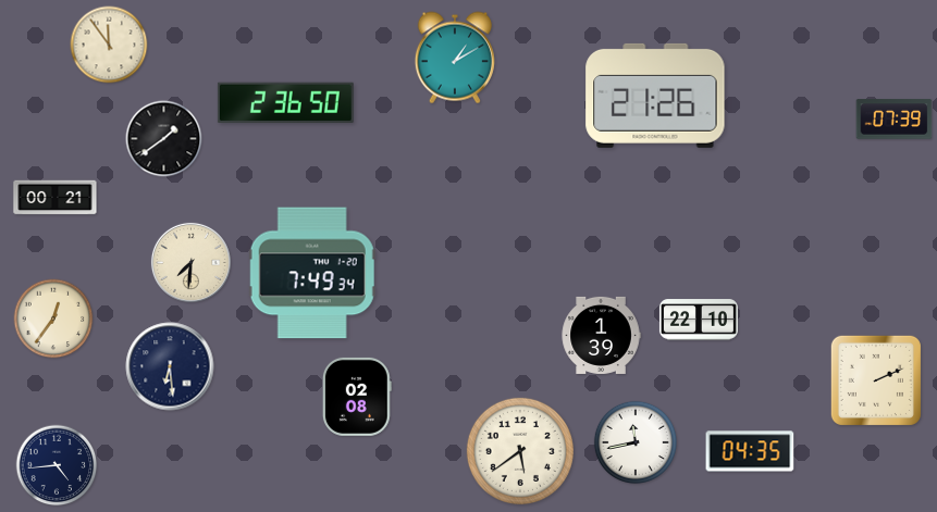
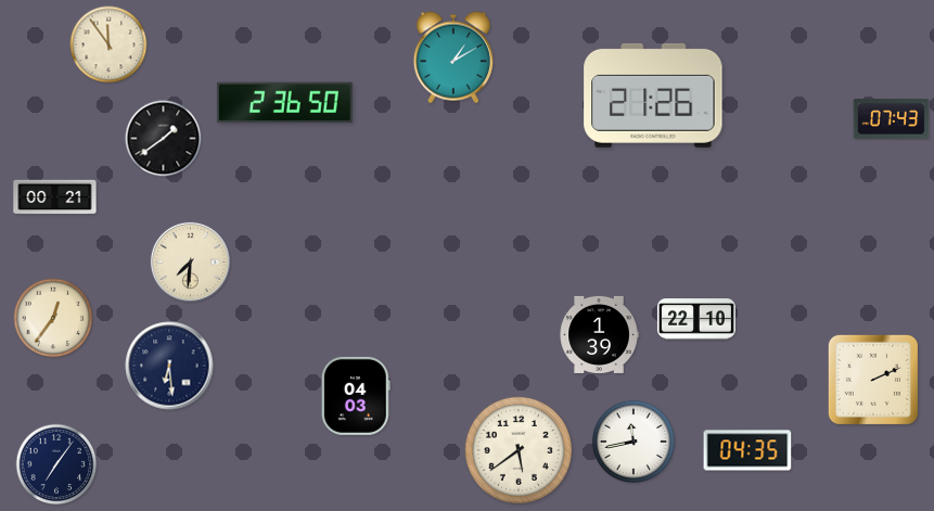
clock at (895, 120): 07:39 -> 07:43
clock at (312, 273): 7:49 -> none
clock at (357, 397): 02:08 -> 04:03
clock at (57, 465): 4:44 -> 7:06
